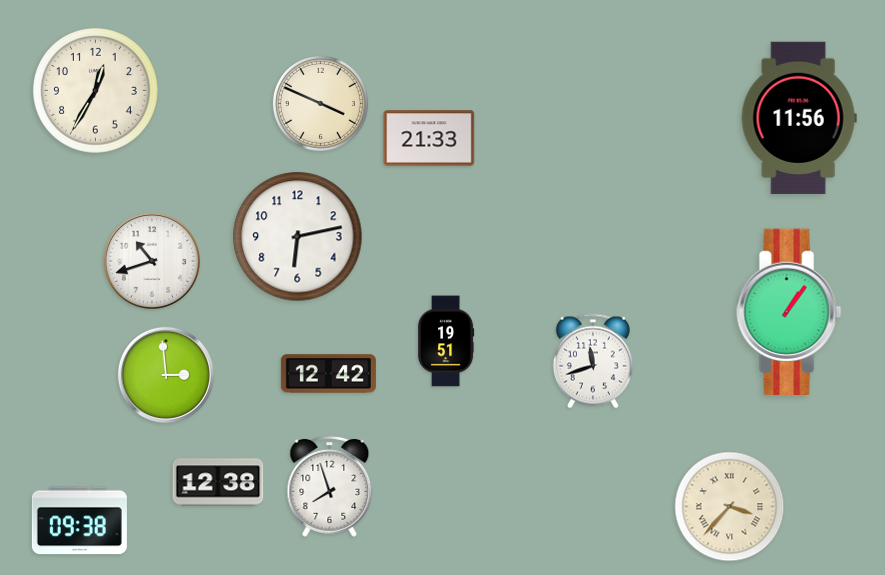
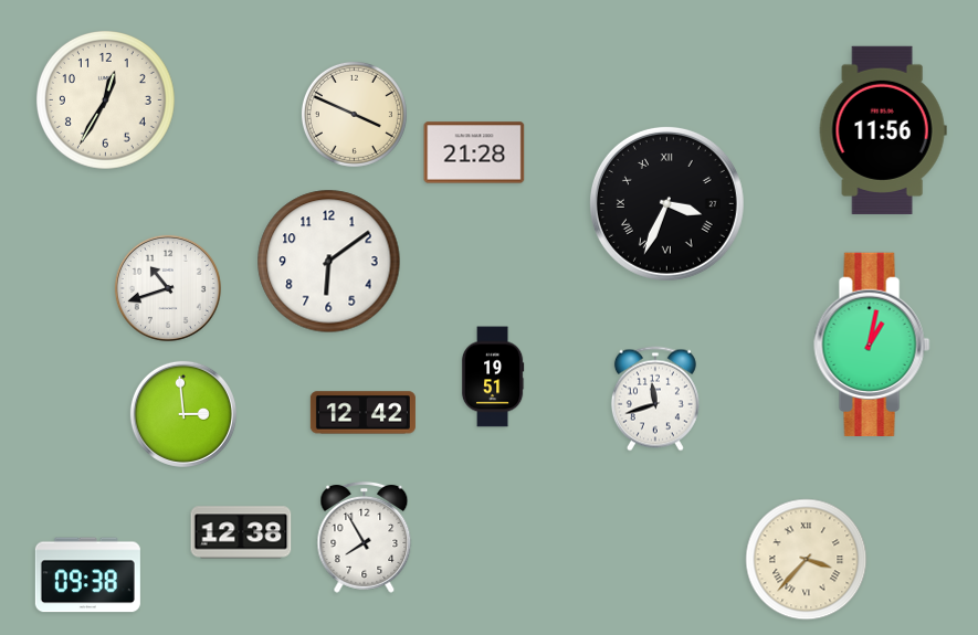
clock at (429, 138): 21:33 -> 21:28
clock at (666, 203): none -> 3:34
clock at (298, 237): 6:13 -> 6:09
clock at (789, 311): 1:06 -> 1:02
clock at (330, 486): 7:57 -> 7:55
